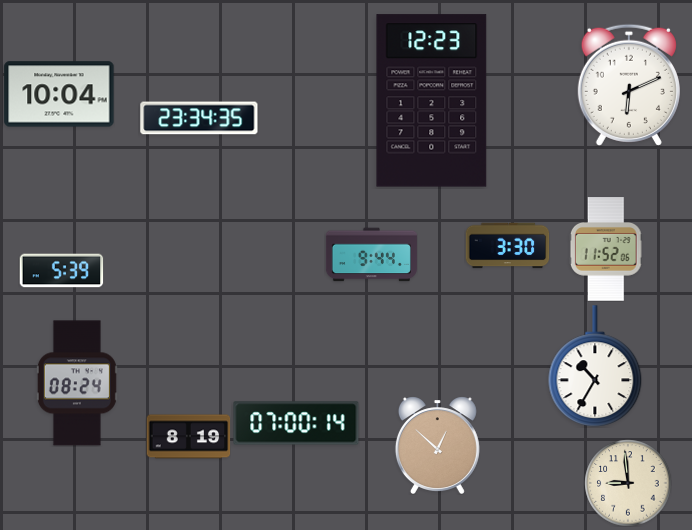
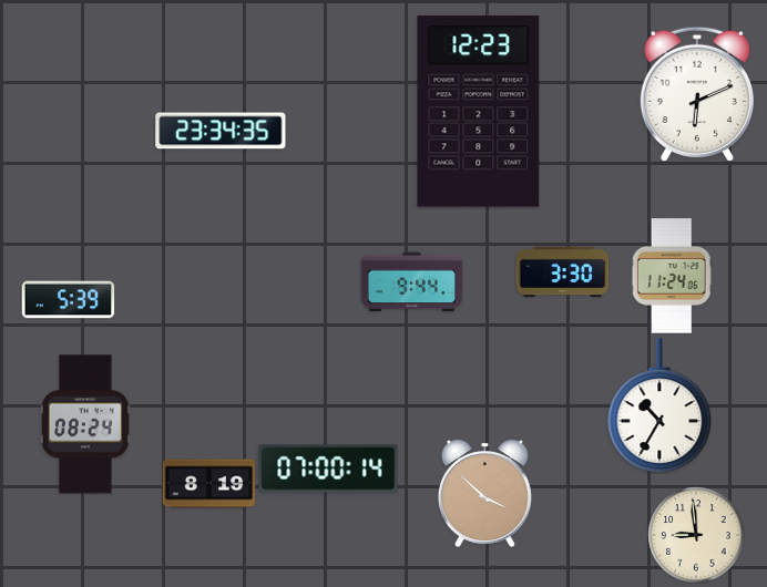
clock at (59, 94): 10:04 -> none
clock at (606, 249): 11:52 -> 11:24
clock at (437, 445): 12:52 -> 3:52
